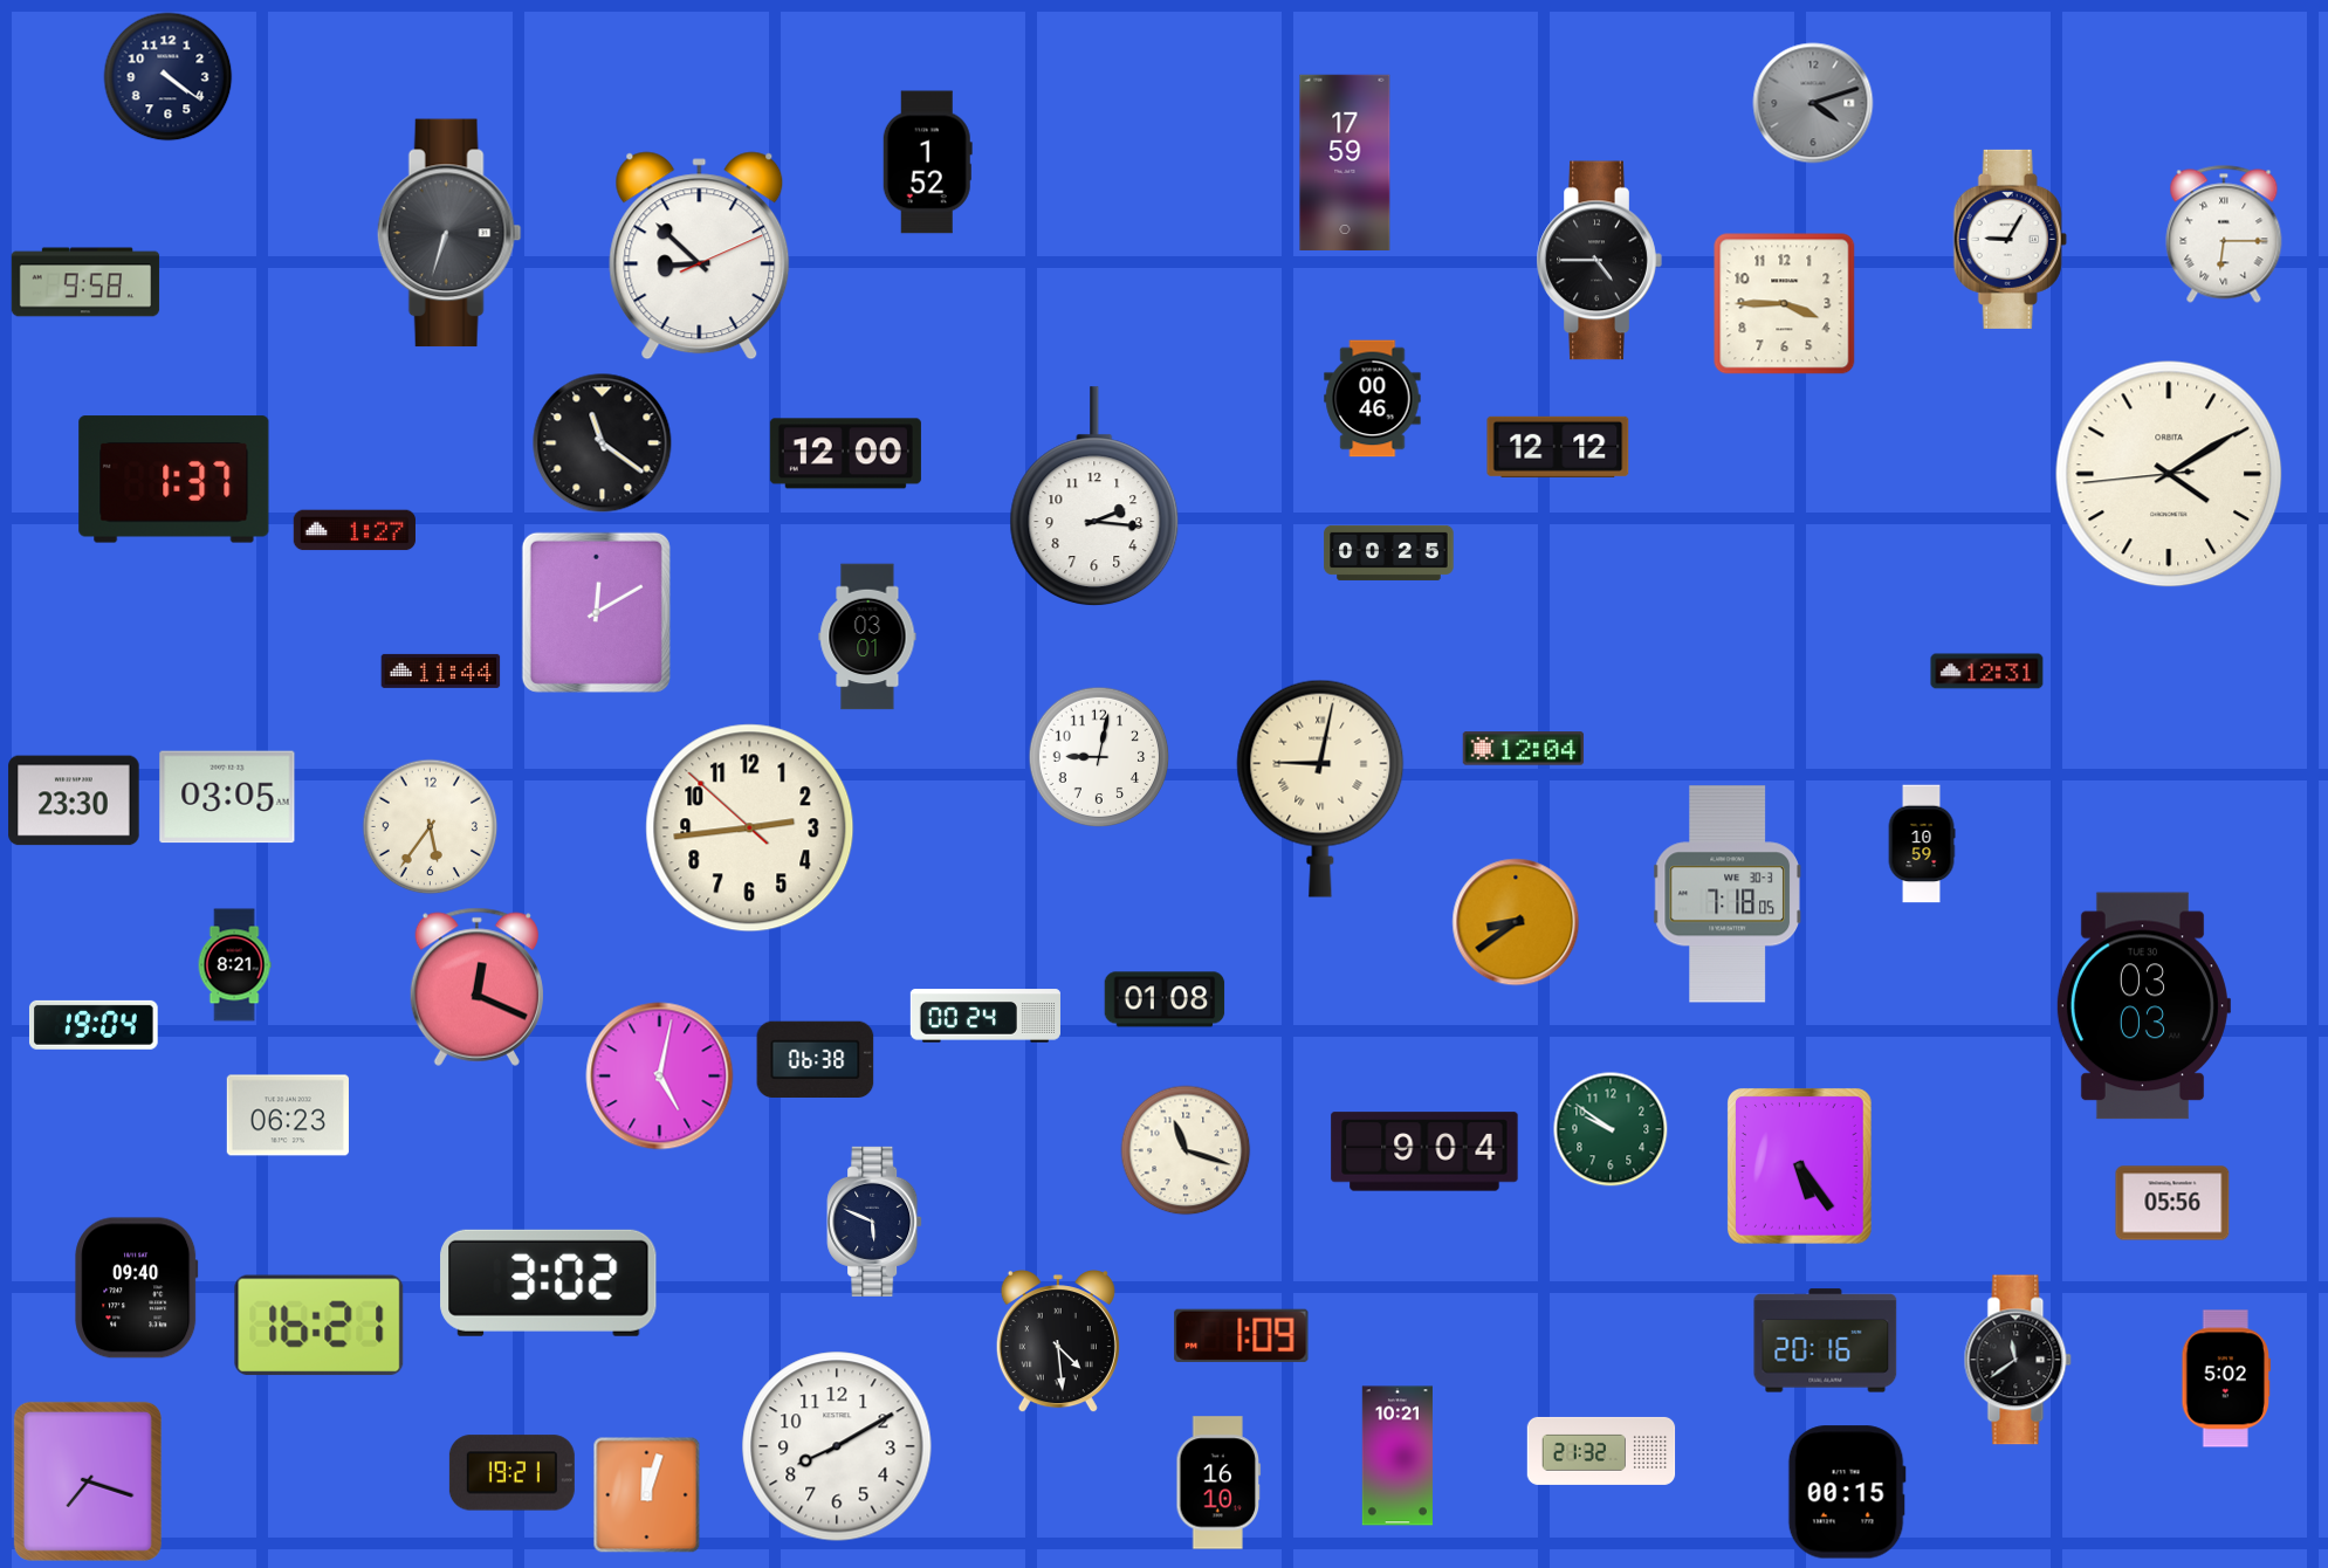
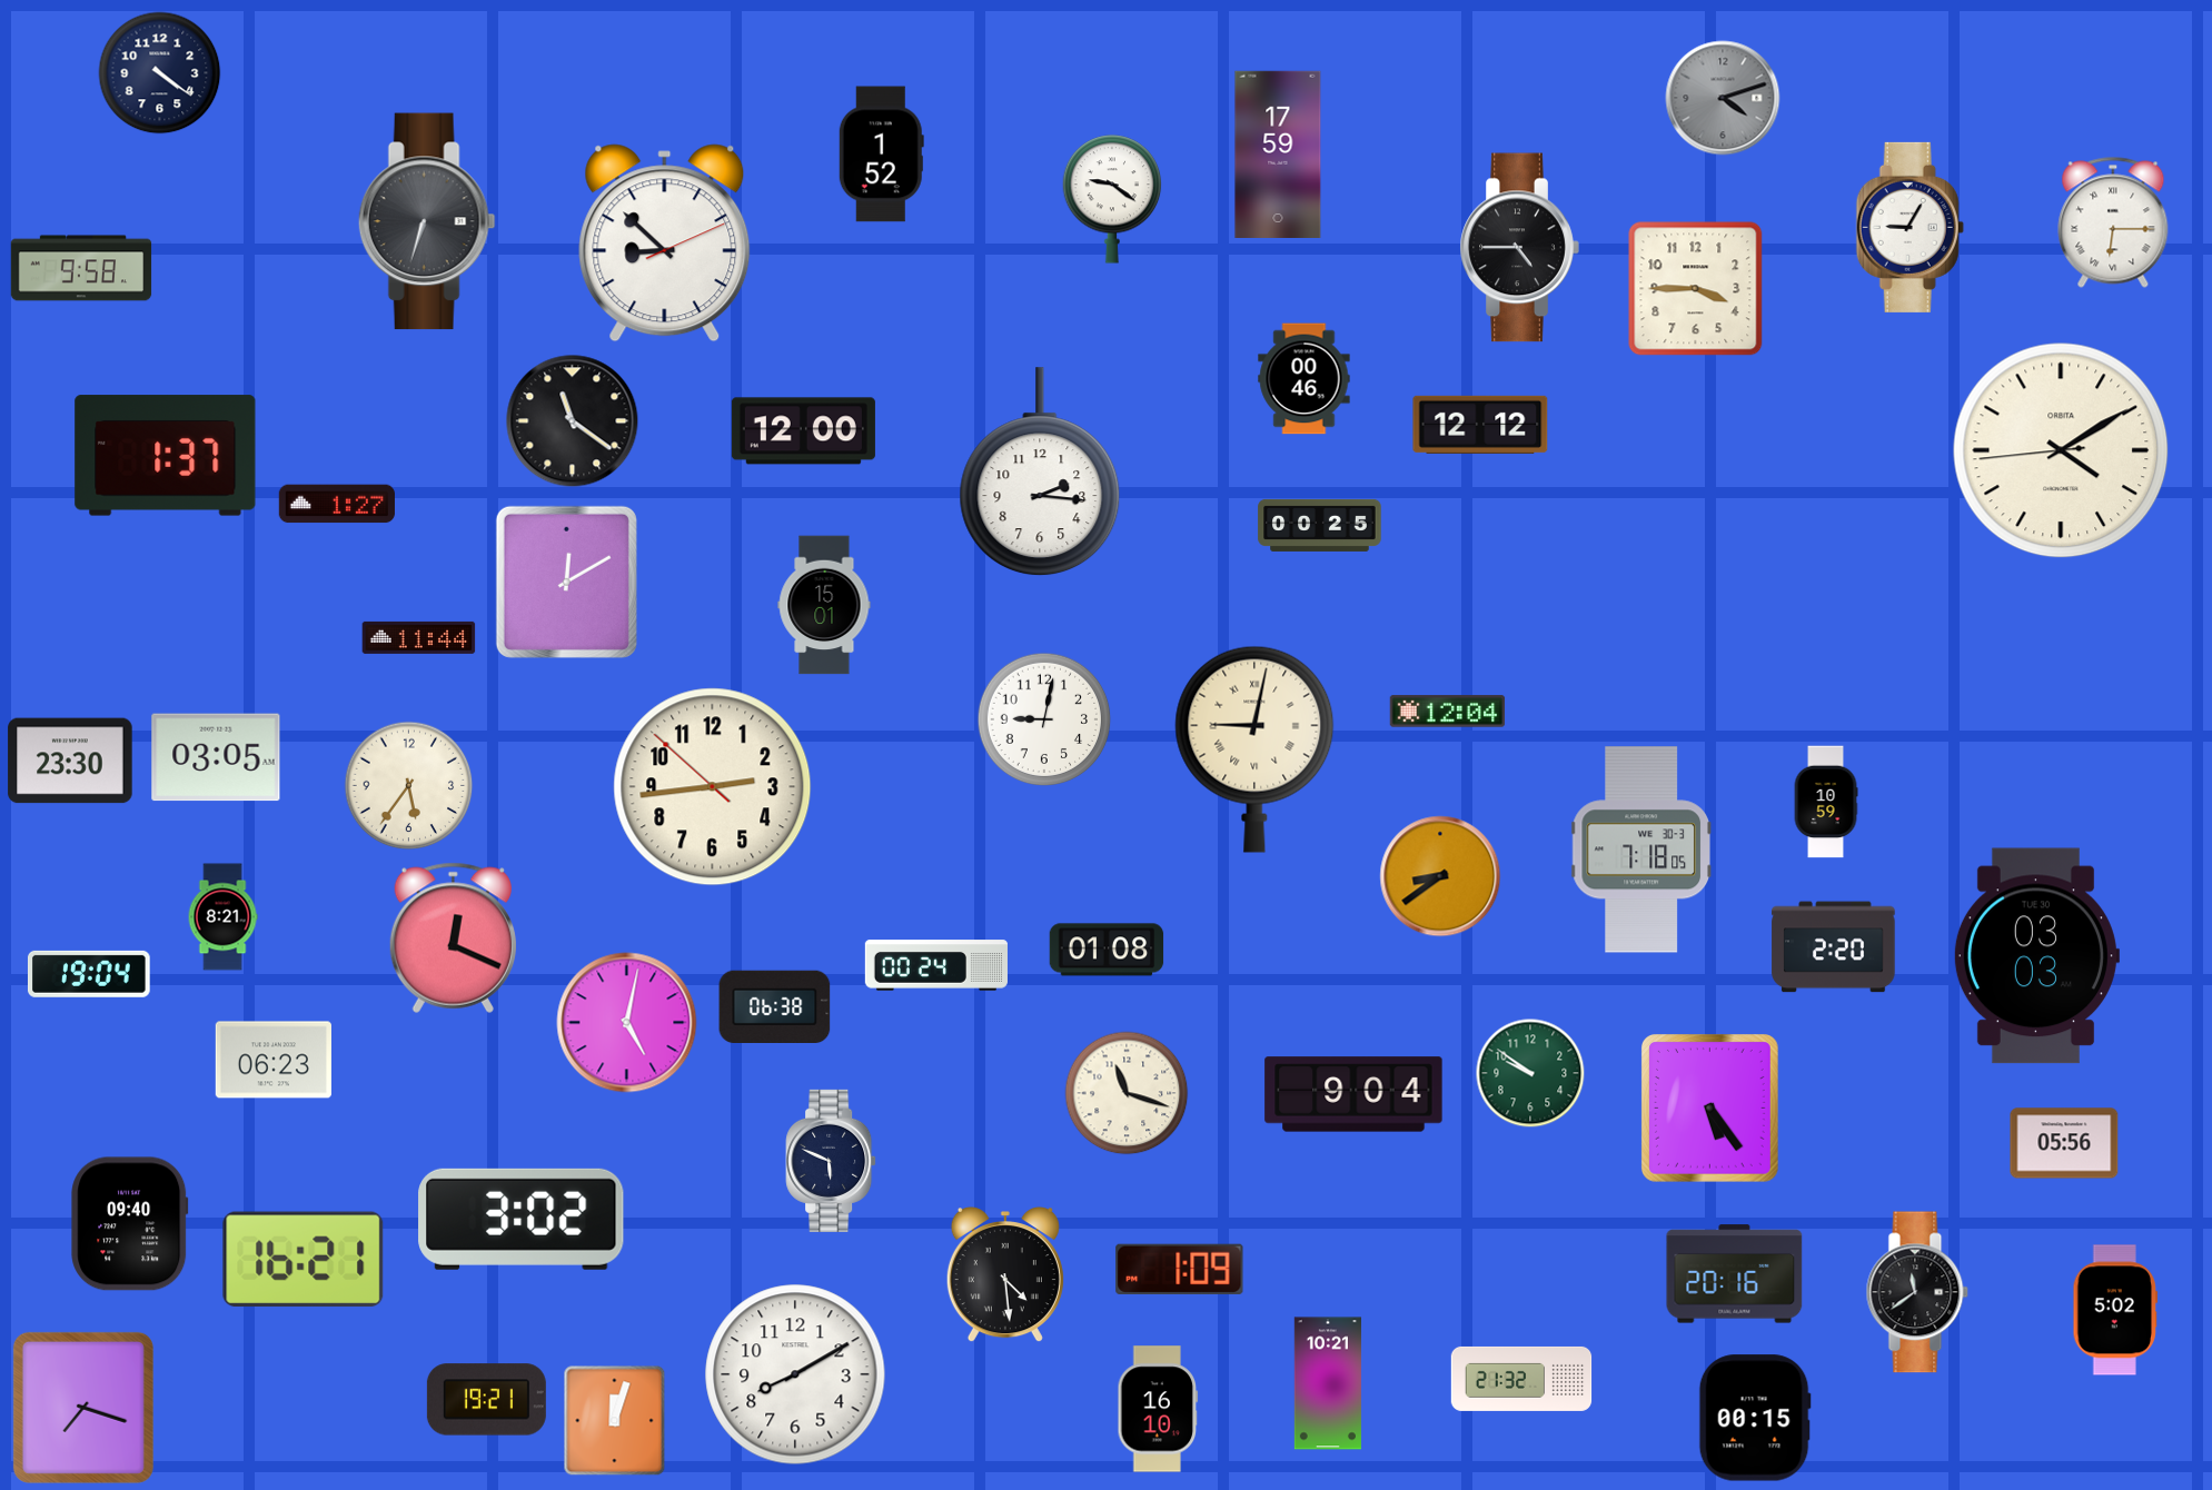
clock at (1112, 199): none -> 9:21
clock at (867, 637): 03:01 -> 15:01
clock at (1987, 672): 12:31 -> none
clock at (1834, 947): none -> 2:20
